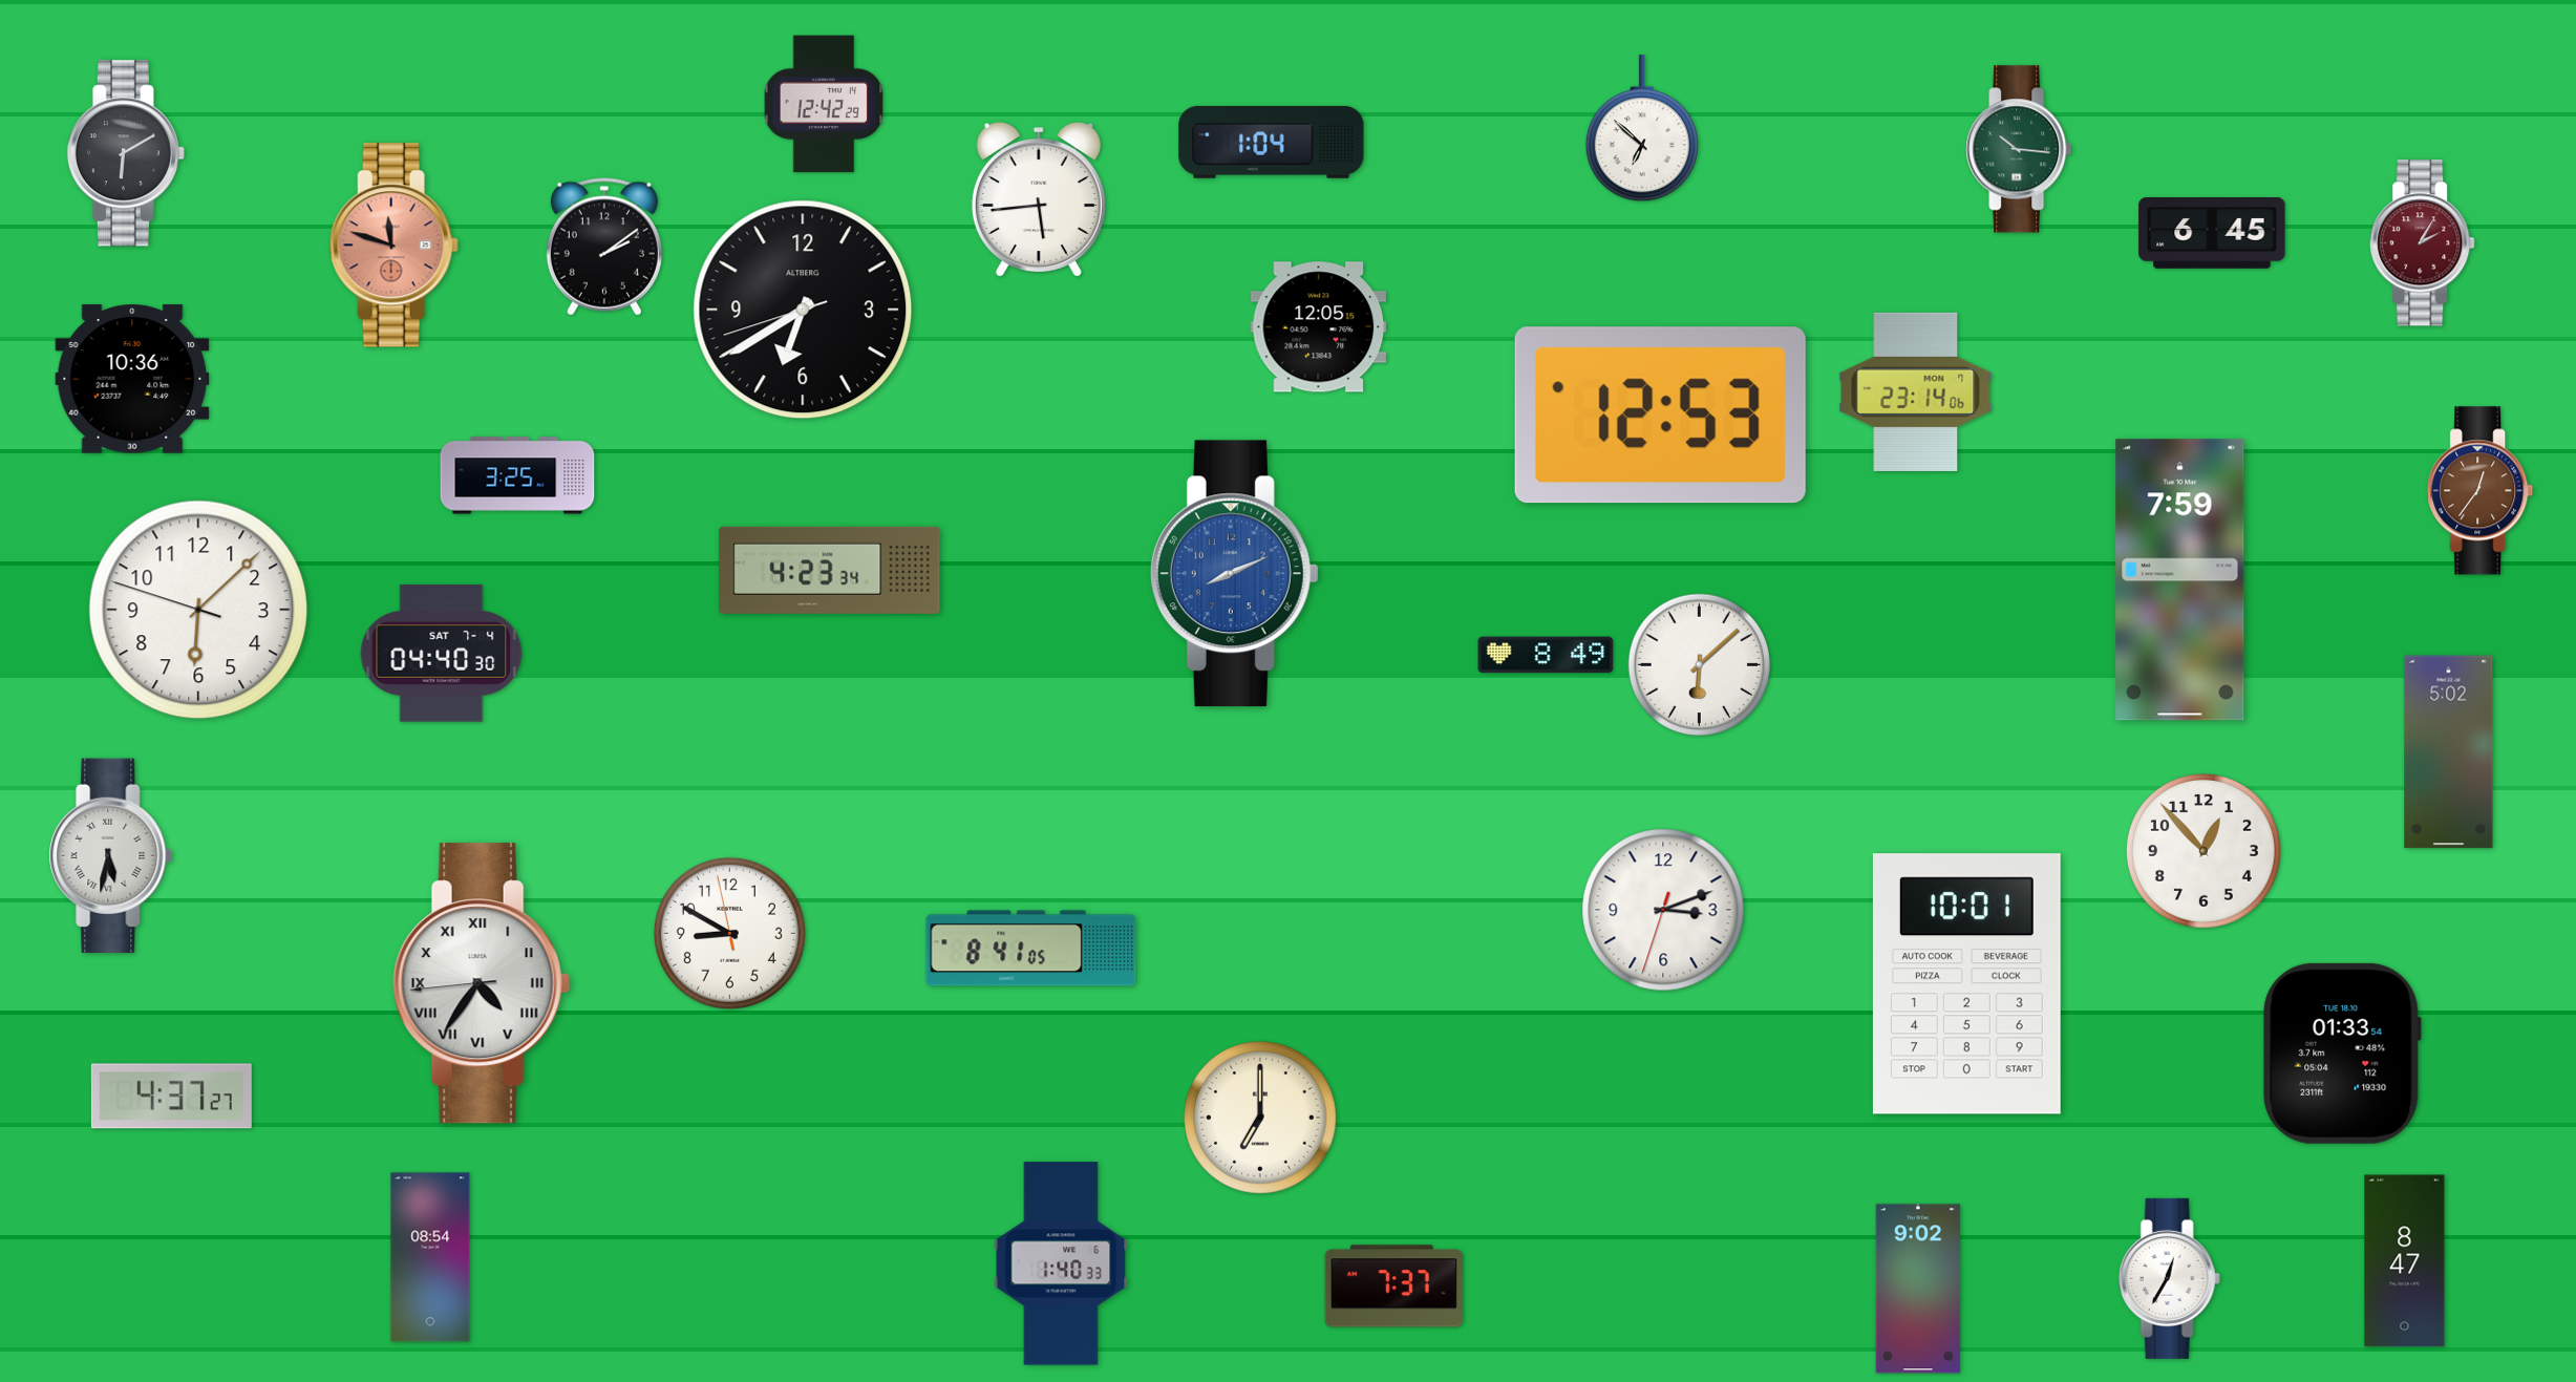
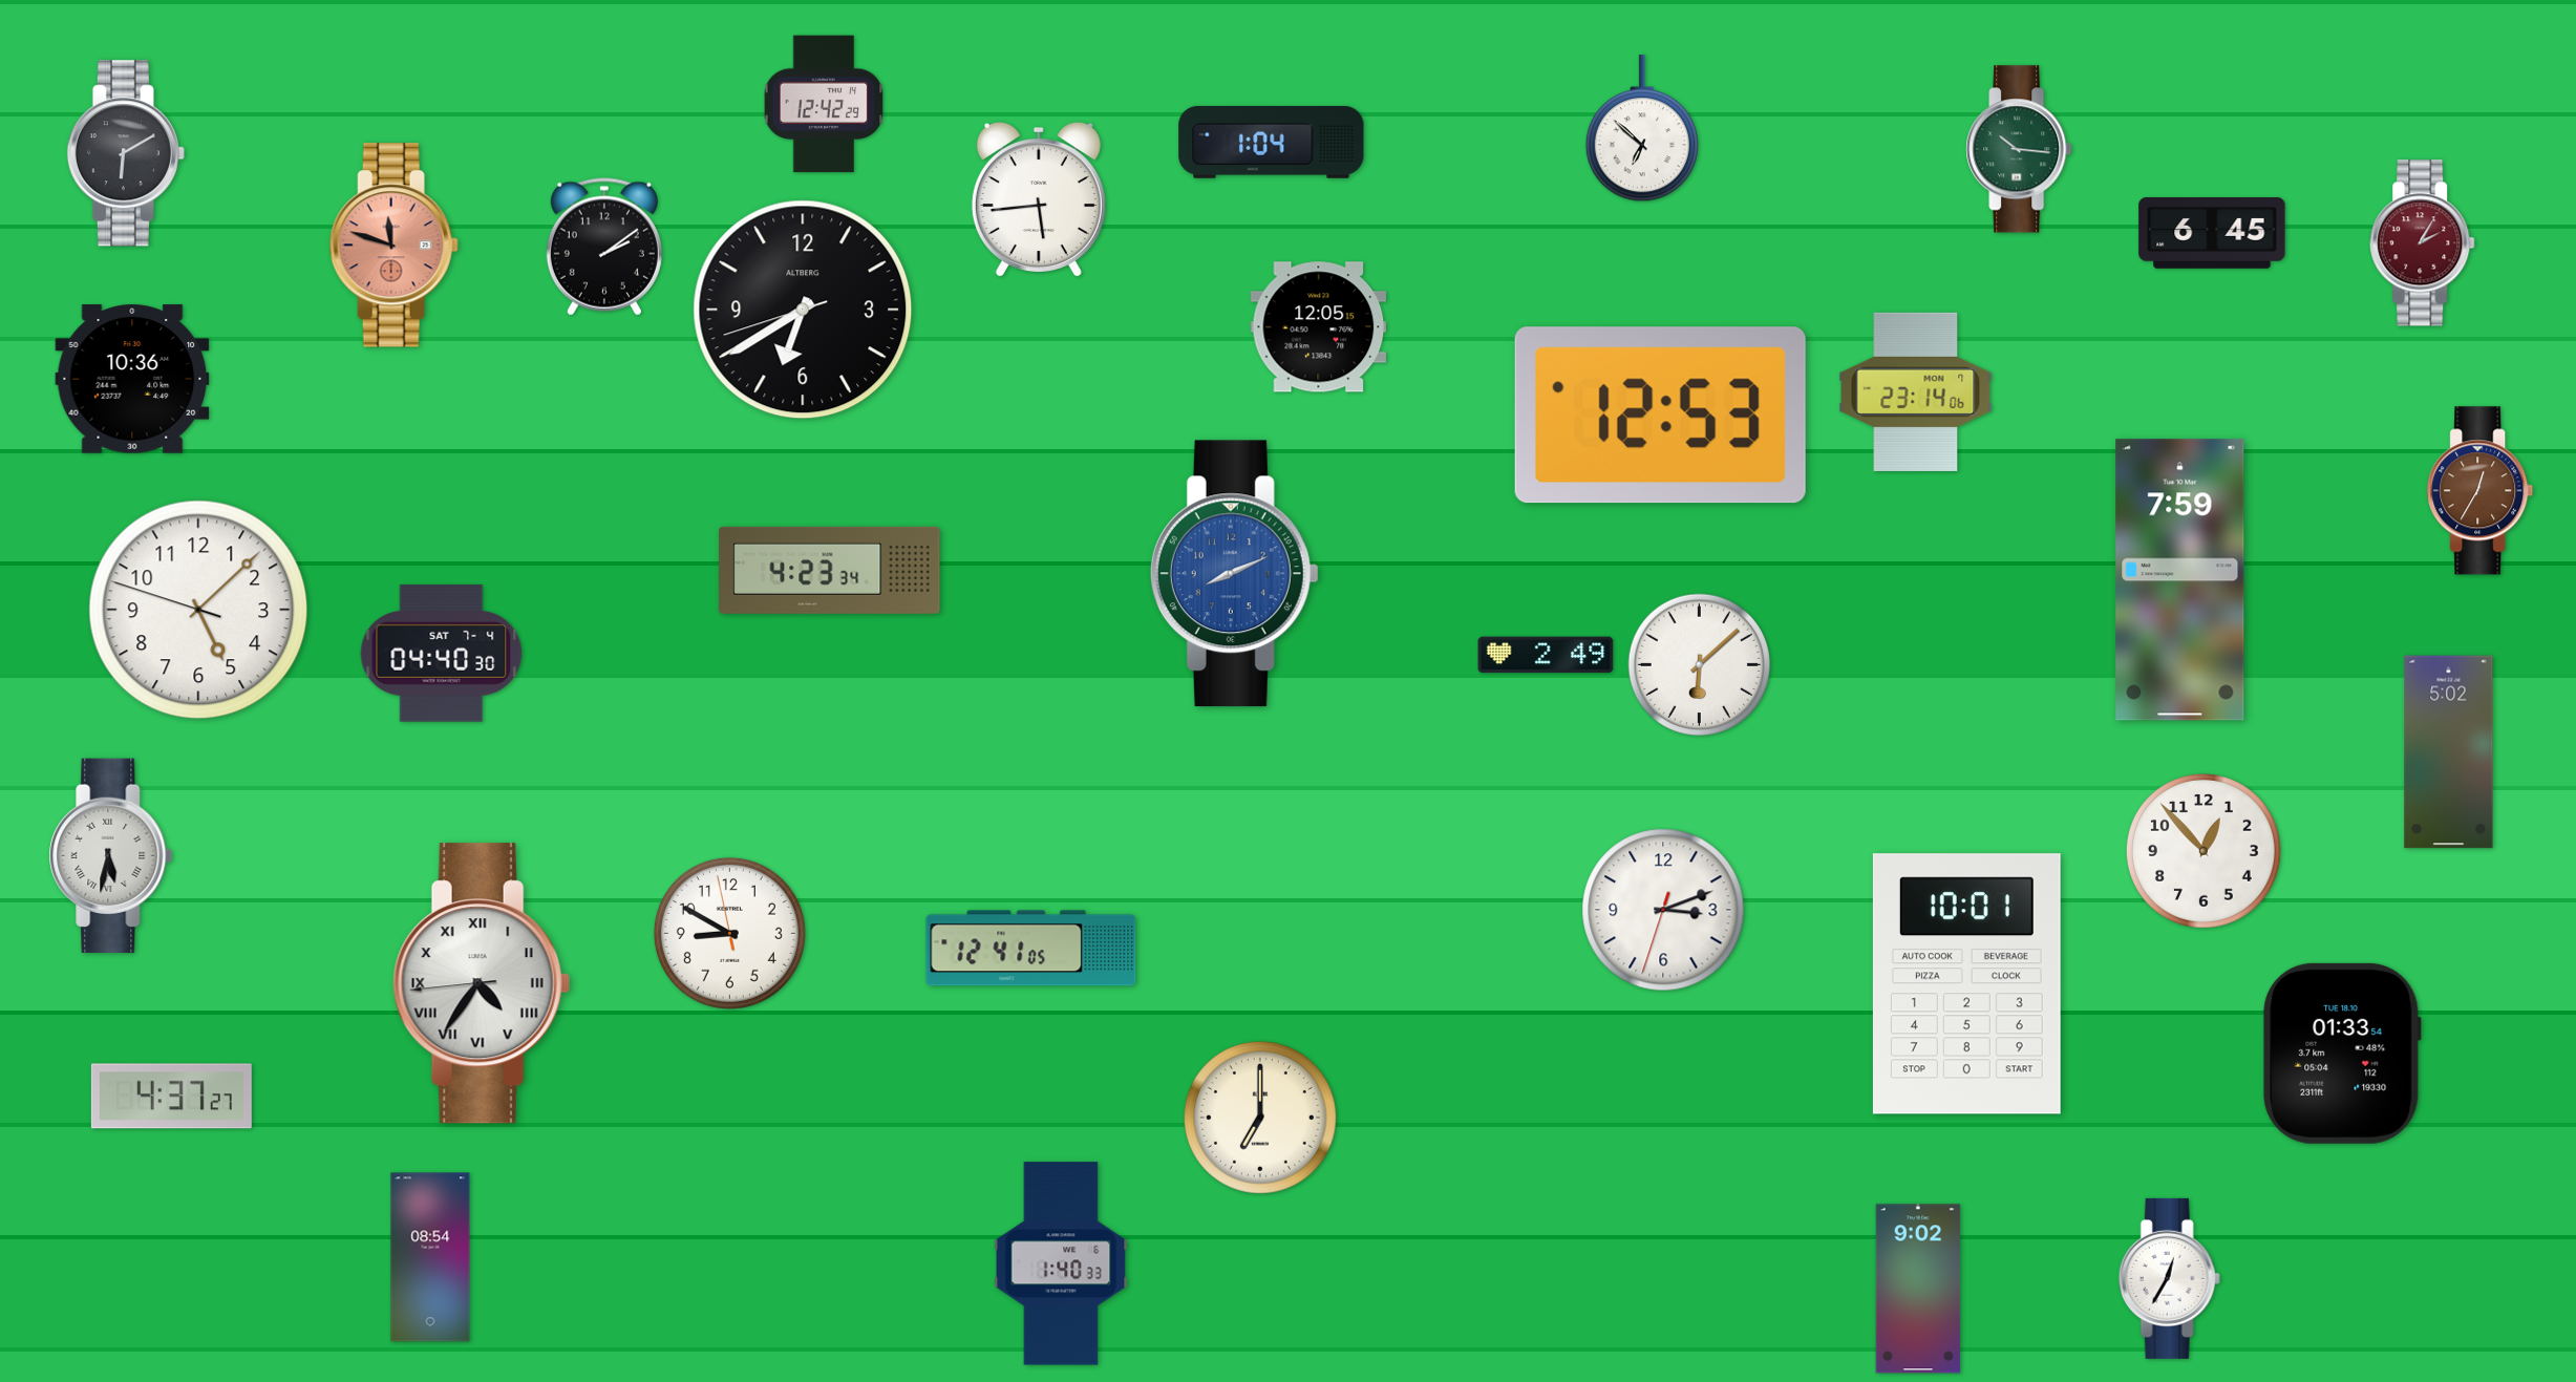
clock at (517, 475): 3:25 -> none
clock at (2481, 491): 12:36 -> 12:35
clock at (198, 610): 6:07 -> 5:07
clock at (1546, 655): 8:49 -> 2:49
clock at (1031, 949): 8:41 -> 12:41
clock at (2405, 1261): 8:47 -> none
clock at (1393, 1287): 7:37 -> none
